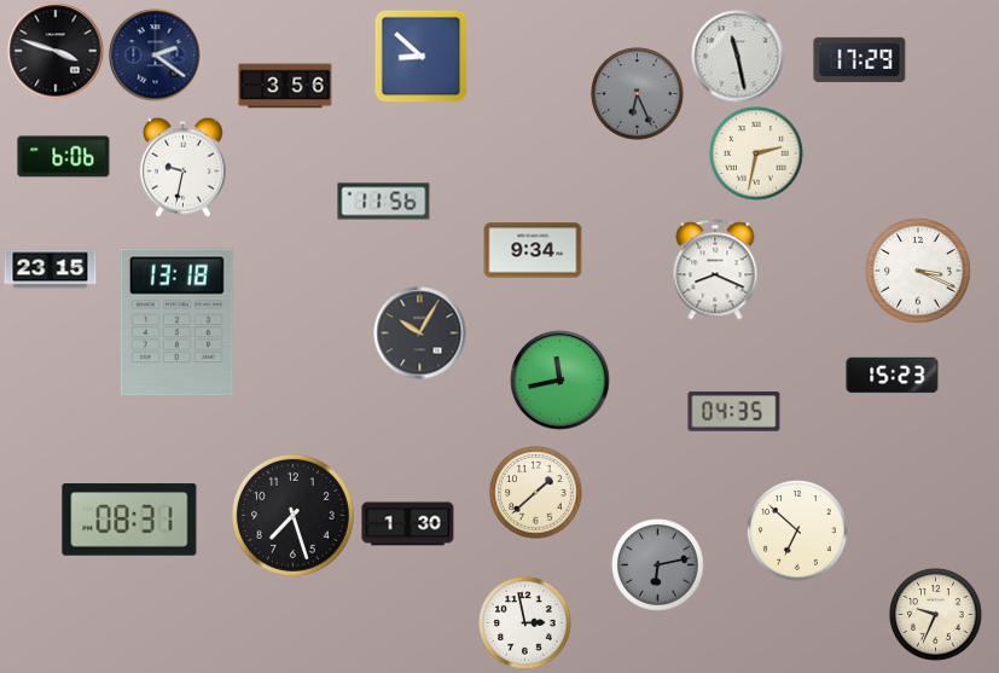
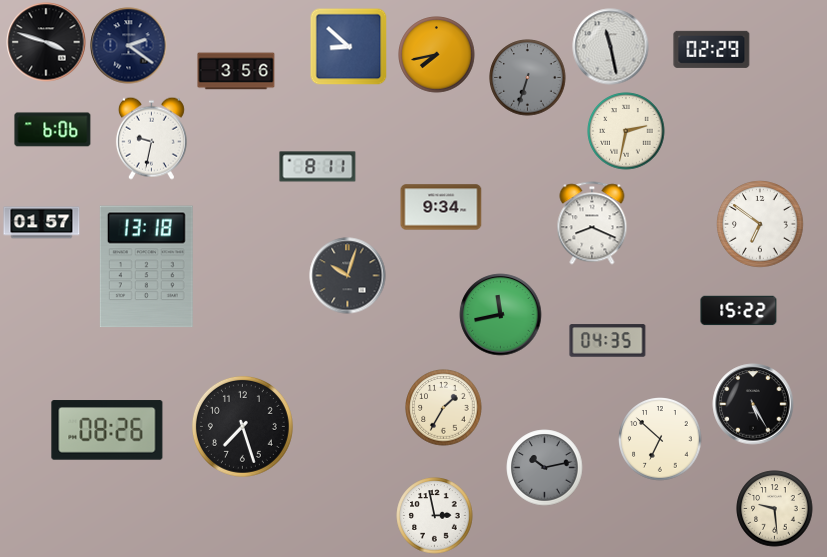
clock at (860, 59): 17:29 -> 02:29
clock at (437, 55): none -> 7:43
clock at (638, 94): 6:26 -> 6:33
clock at (756, 153) position: (756, 153) -> (626, 131)
clock at (384, 202): 11:56 -> 8:11
clock at (51, 269): 23:15 -> 01:57
clock at (918, 271): 3:19 -> 6:51
clock at (420, 333): 10:05 -> 10:03
clock at (893, 376): 15:23 -> 15:22
clock at (561, 381) position: (561, 381) -> (501, 315)
clock at (753, 404): none -> 5:25
clock at (536, 493): 1:38 -> 1:35
clock at (129, 520): 08:31 -> 08:26
clock at (408, 524): 1:30 -> none
clock at (658, 565): 6:13 -> 10:13
clock at (936, 615): 9:34 -> 9:29
